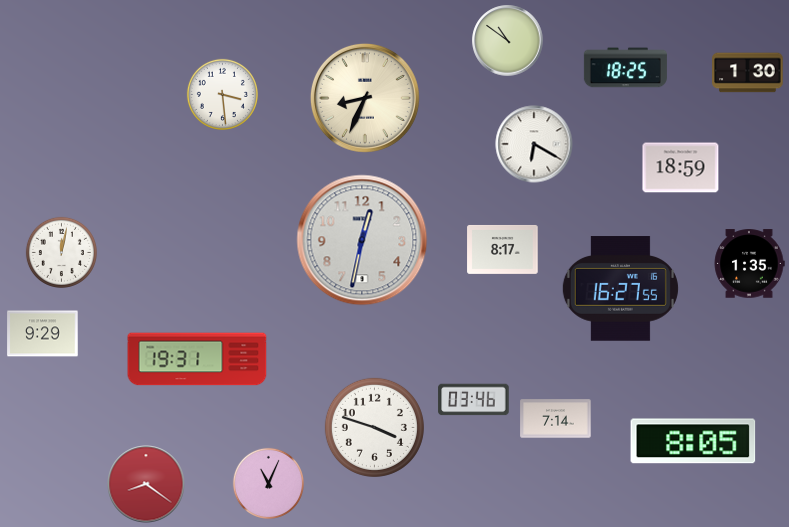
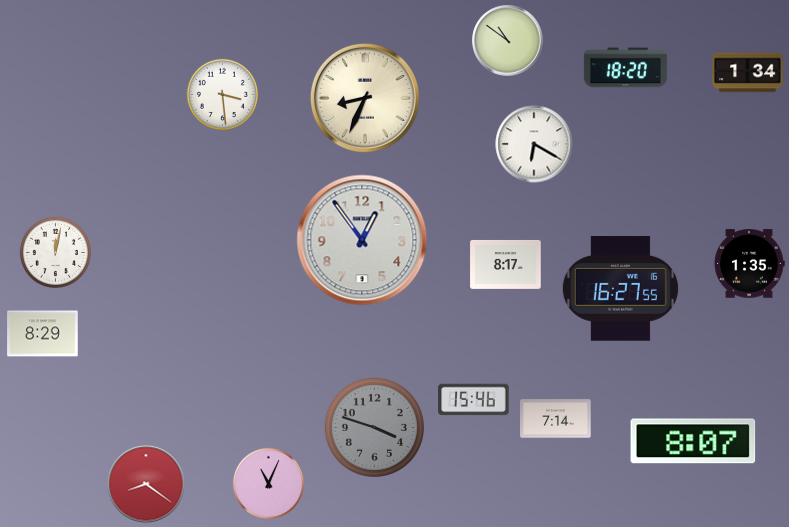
clock at (625, 68): 18:25 -> 18:20
clock at (748, 73): 1:30 -> 1:34
clock at (681, 168): 18:59 -> none
clock at (362, 240): 12:32 -> 12:54
clock at (503, 249) position: (503, 249) -> (506, 264)
clock at (61, 252) position: (61, 252) -> (55, 252)
clock at (43, 334): 9:29 -> 8:29
clock at (197, 359): 19:31 -> none
clock at (474, 400): 03:46 -> 15:46
clock at (374, 427) dial: white -> grey
clock at (693, 441): 8:05 -> 8:07
